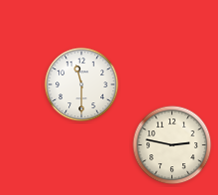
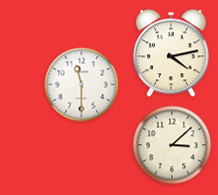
clock at (171, 53): none -> 4:13
clock at (172, 145): 2:47 -> 3:08
